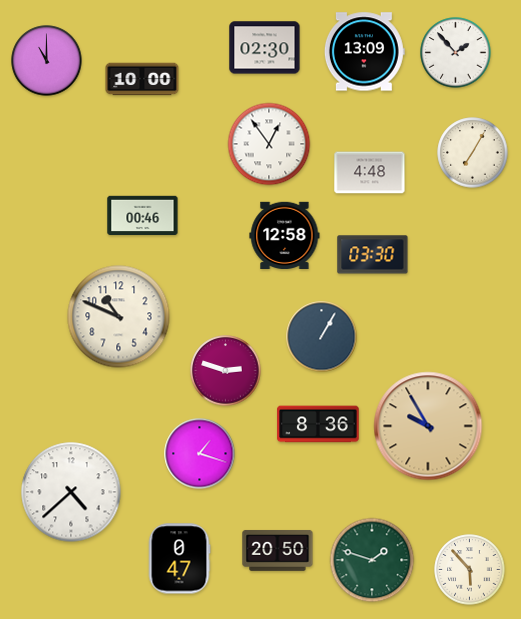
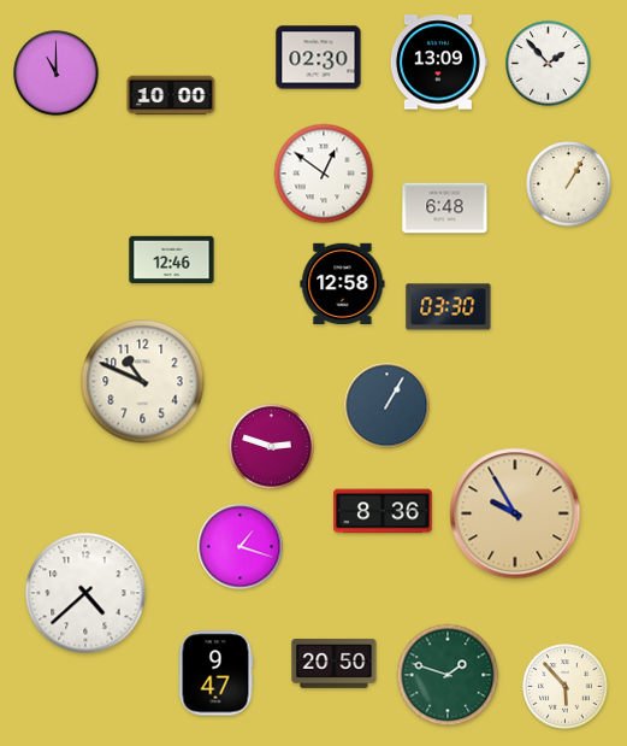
clock at (269, 144): 12:54 -> 12:51
clock at (473, 153): 7:05 -> 1:05
clock at (370, 173): 4:48 -> 6:48
clock at (143, 216): 00:46 -> 12:46
clock at (179, 559): 0:47 -> 9:47
